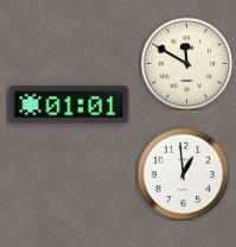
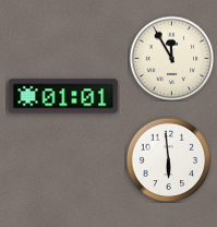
clock at (186, 63): 11:50 -> 11:55
clock at (183, 173): 12:59 -> 5:59
